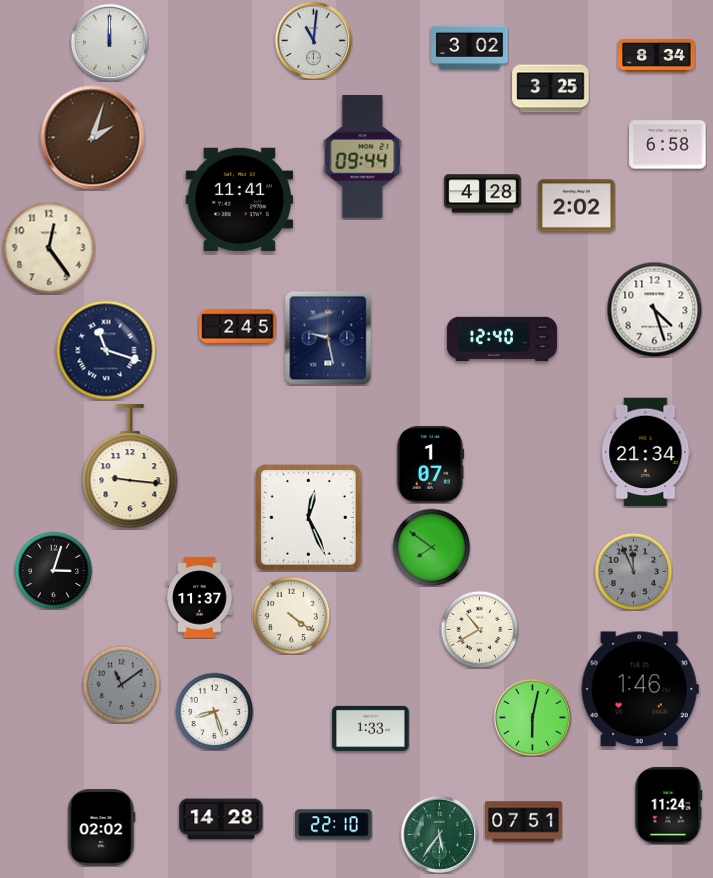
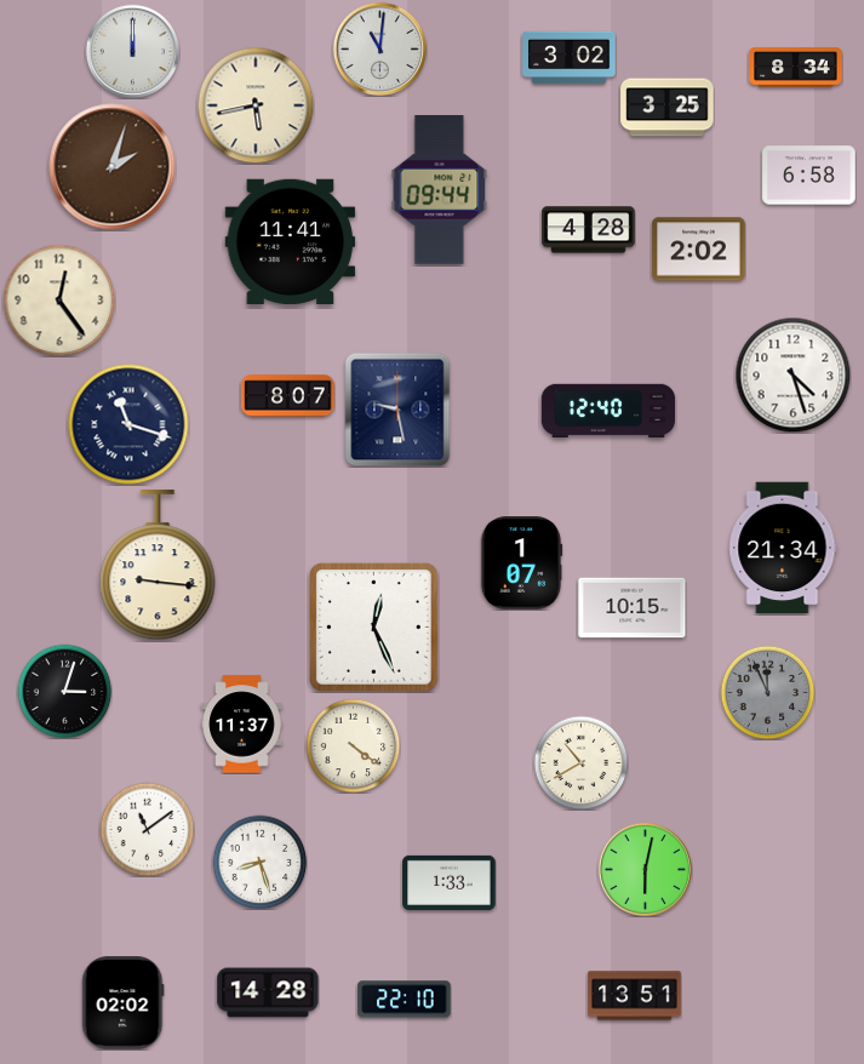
clock at (256, 105): none -> 5:43
clock at (483, 194) position: (483, 194) -> (589, 230)
clock at (238, 327): 2:45 -> 8:07
clock at (633, 608): none -> 10:15
clock at (431, 547): 7:51 -> none
clock at (121, 684) dial: grey -> white
clock at (640, 689): 1:46 -> none
clock at (669, 806): 11:24 -> none
clock at (524, 822): 07:51 -> 13:51
clock at (439, 834): 5:36 -> none
